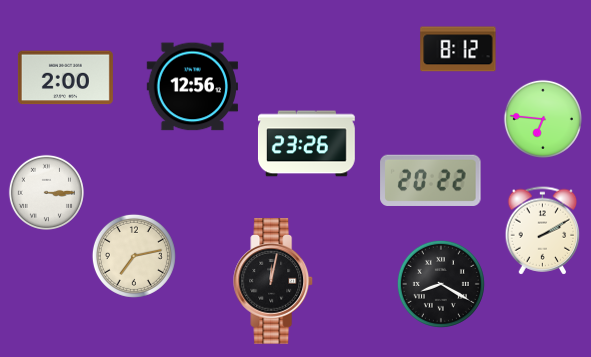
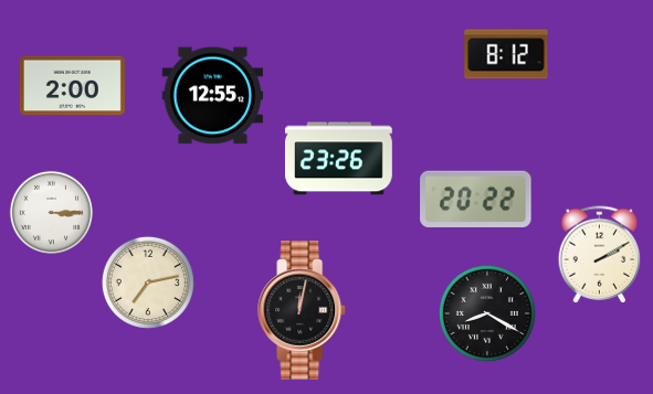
clock at (192, 87): 12:56 -> 12:55
clock at (543, 119): 6:46 -> none
